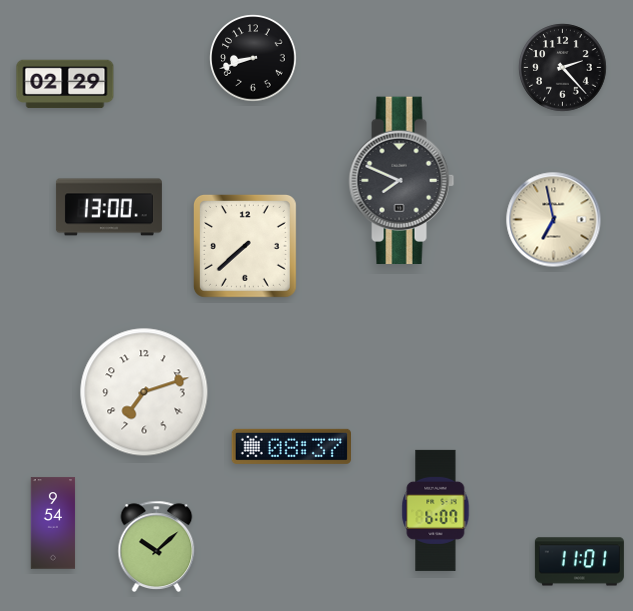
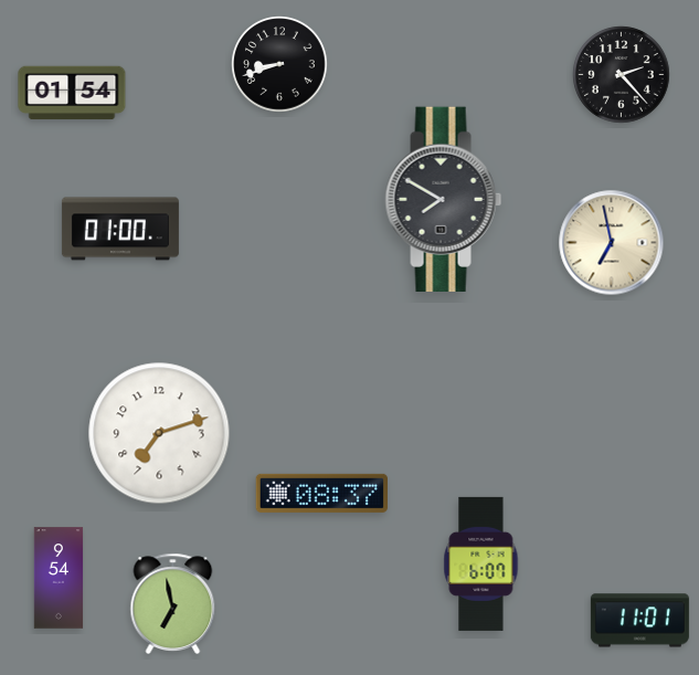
clock at (65, 84): 02:29 -> 01:54
clock at (402, 180): 7:49 -> 7:50
clock at (109, 207): 13:00 -> 01:00
clock at (245, 246): 7:38 -> none
clock at (157, 546): 10:08 -> 6:58
